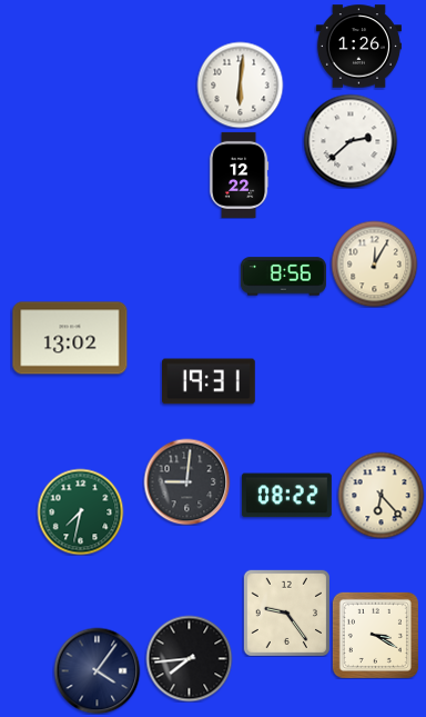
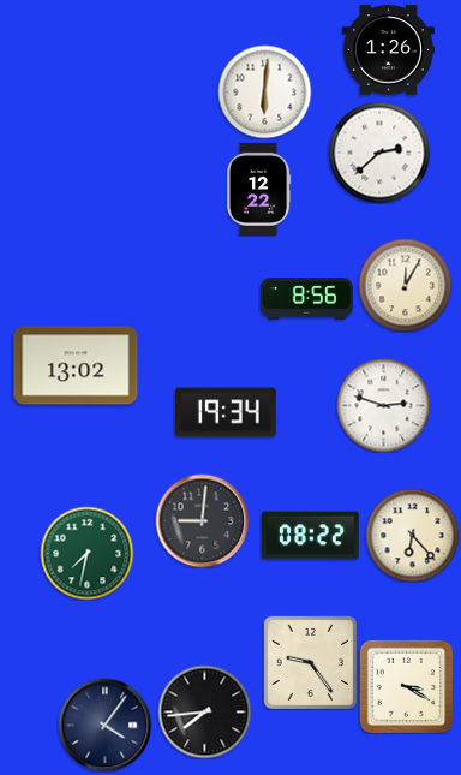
clock at (240, 84) position: (240, 84) -> (264, 91)
clock at (383, 405): none -> 2:48
clock at (210, 381): 19:31 -> 19:34
